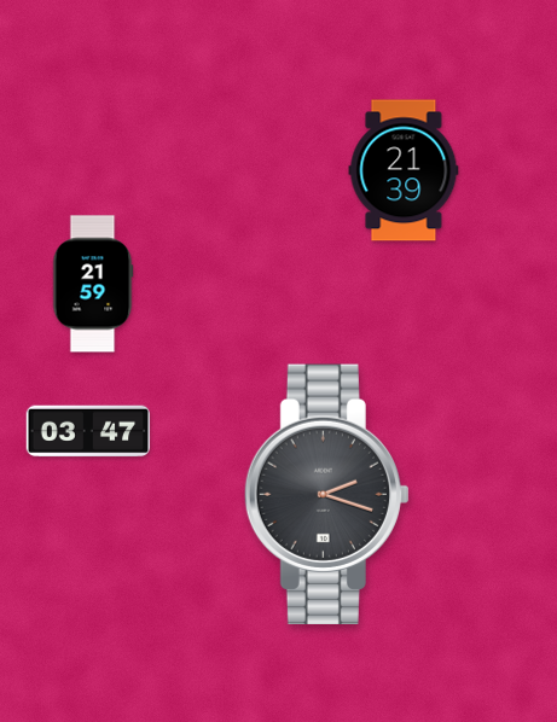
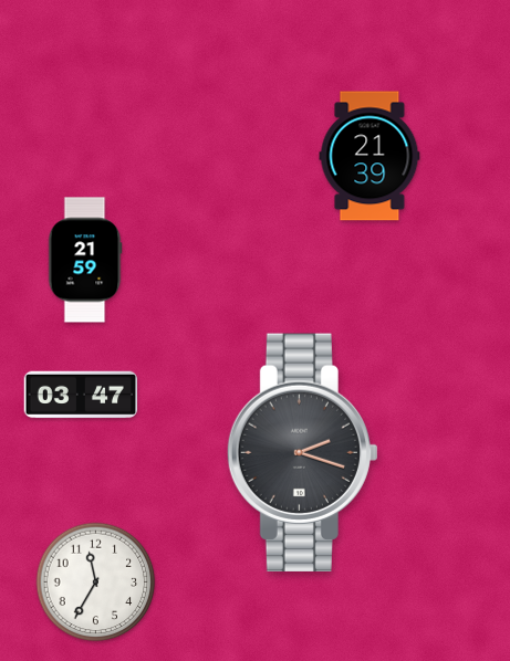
clock at (326, 494) position: (326, 494) -> (302, 452)
clock at (96, 583): none -> 11:35
